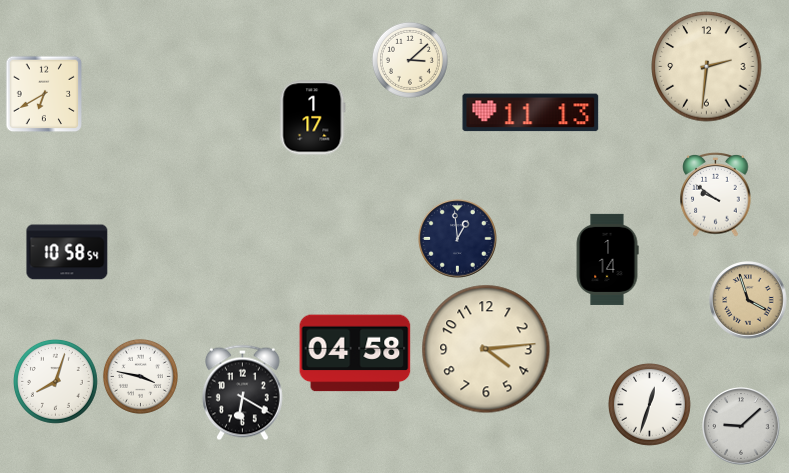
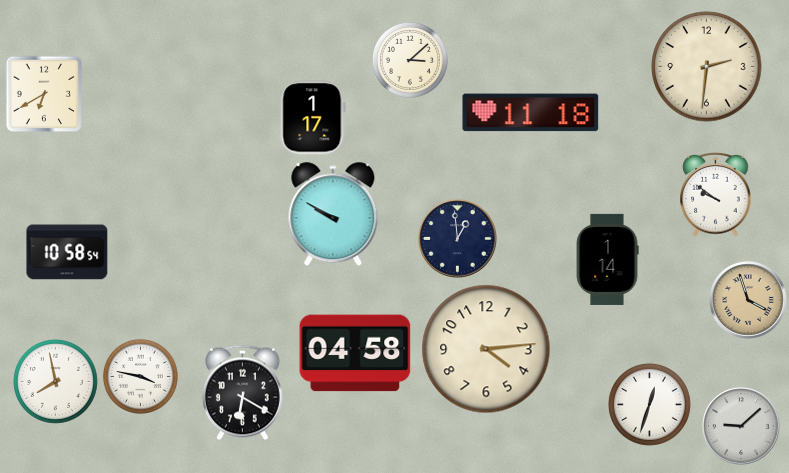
clock at (531, 113): 11:13 -> 11:18
clock at (333, 215): none -> 9:50
clock at (55, 381): 8:03 -> 7:58
